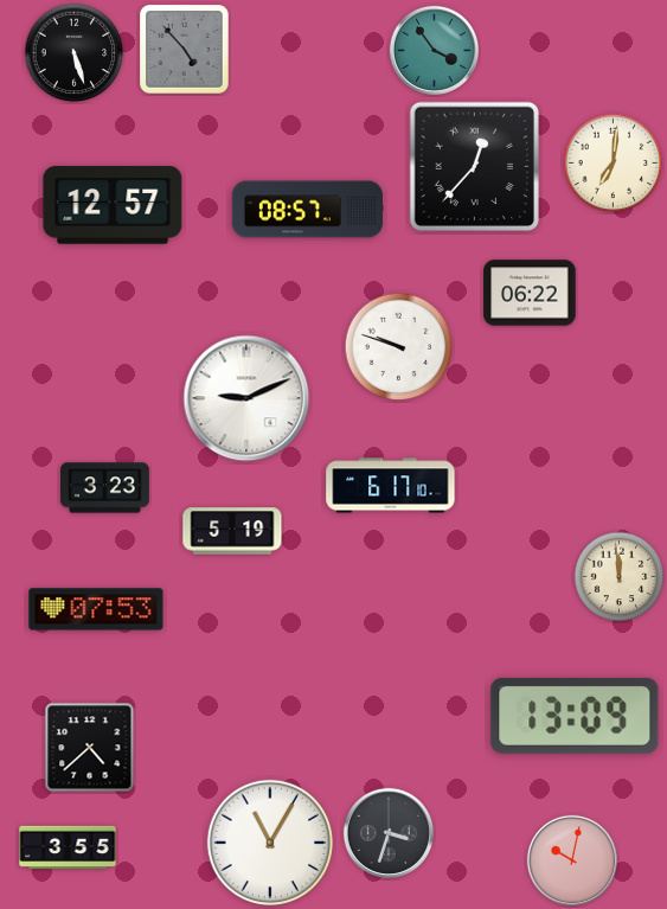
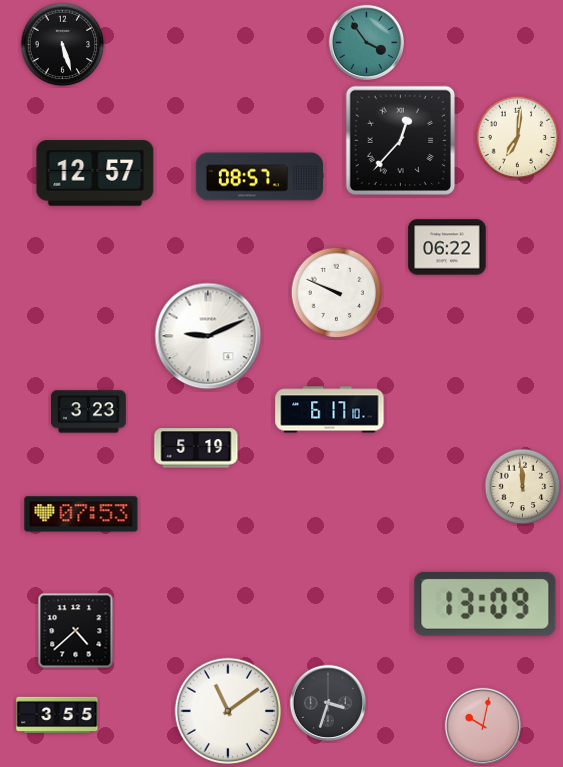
clock at (185, 50): 4:53 -> none
clock at (399, 347): 9:48 -> 9:49
clock at (269, 841): 11:05 -> 11:09
